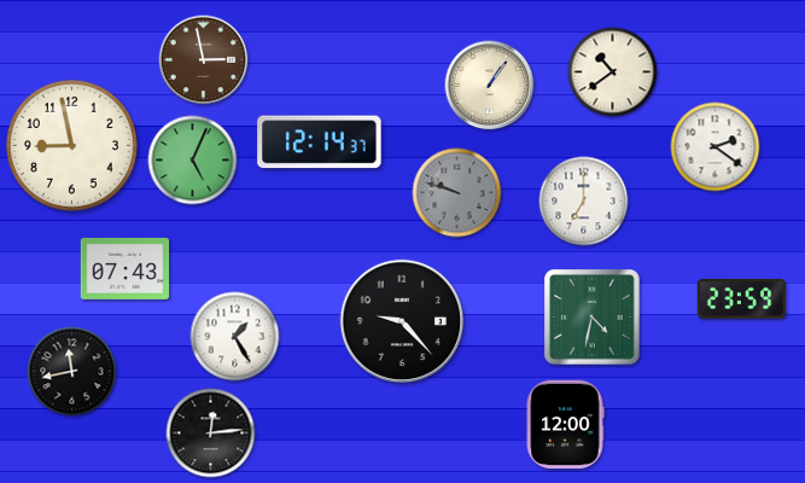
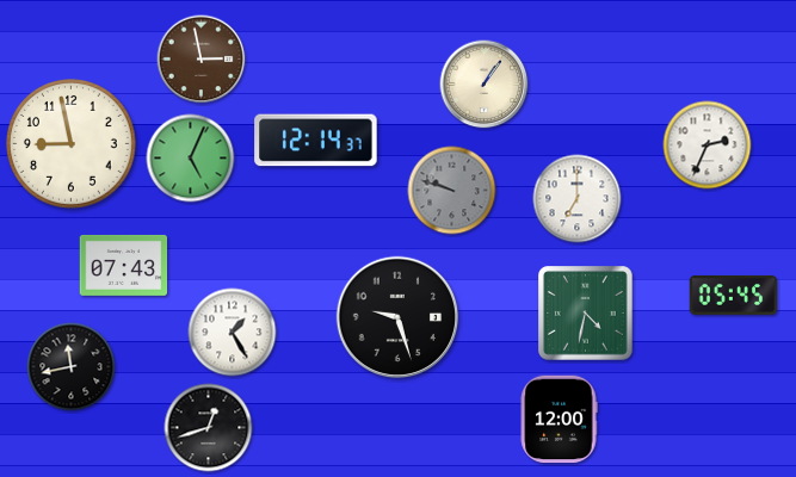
clock at (613, 72): 10:39 -> none
clock at (716, 147): 2:21 -> 2:34
clock at (742, 298): 23:59 -> 05:45
clock at (402, 321): 9:23 -> 9:27
clock at (211, 433): 12:14 -> 12:42
